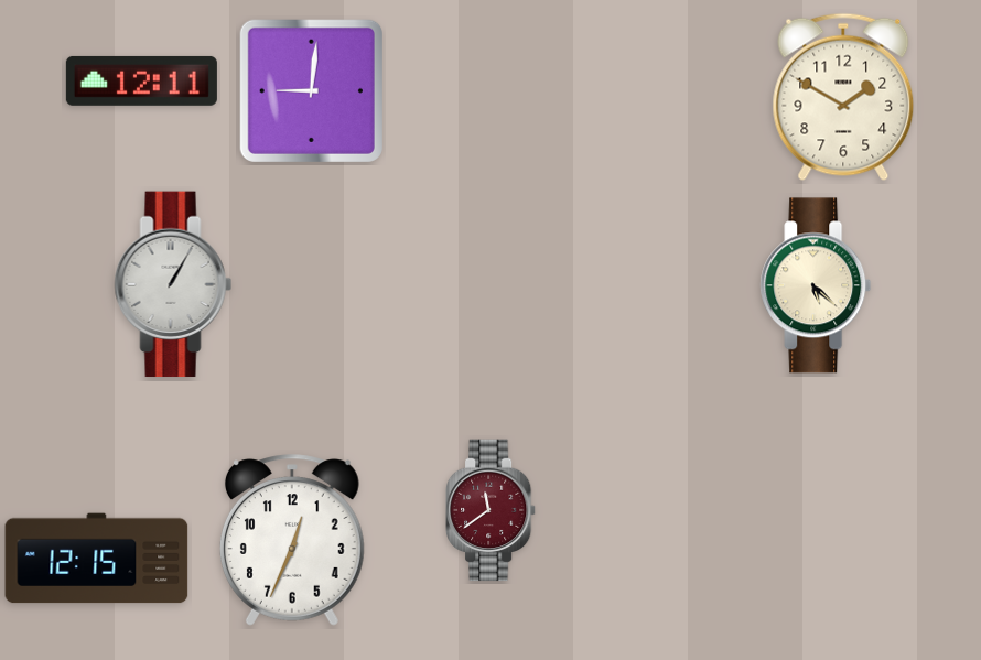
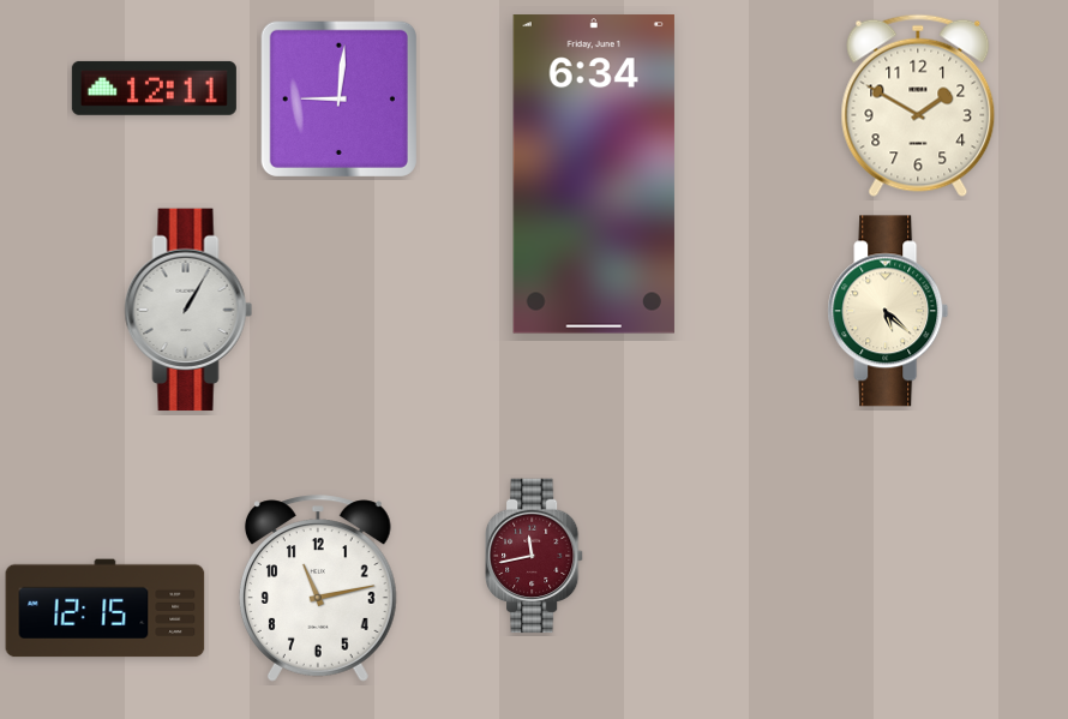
clock at (594, 174): none -> 6:34
clock at (490, 510): 11:39 -> 11:43
clock at (292, 540): 12:34 -> 11:13
